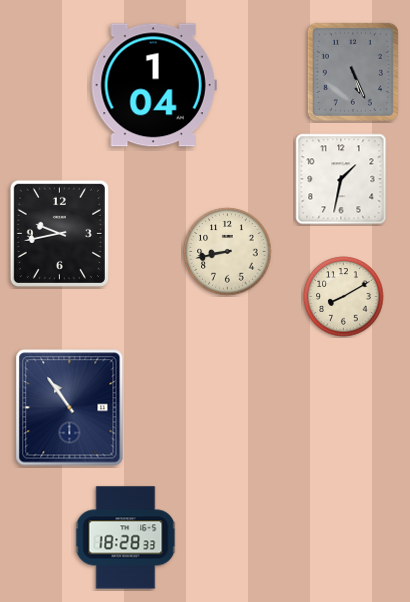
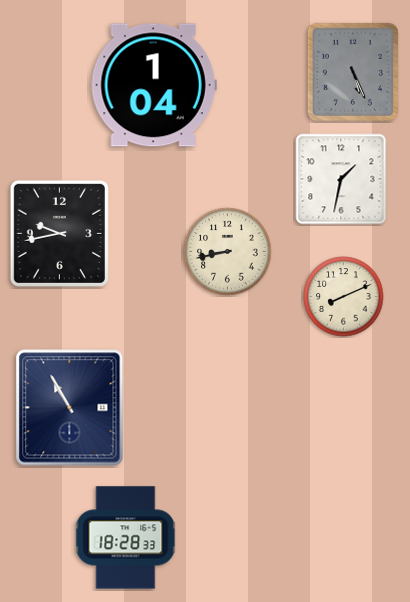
clock at (344, 297): 8:10 -> 8:11
clock at (70, 408): 10:54 -> 10:55
